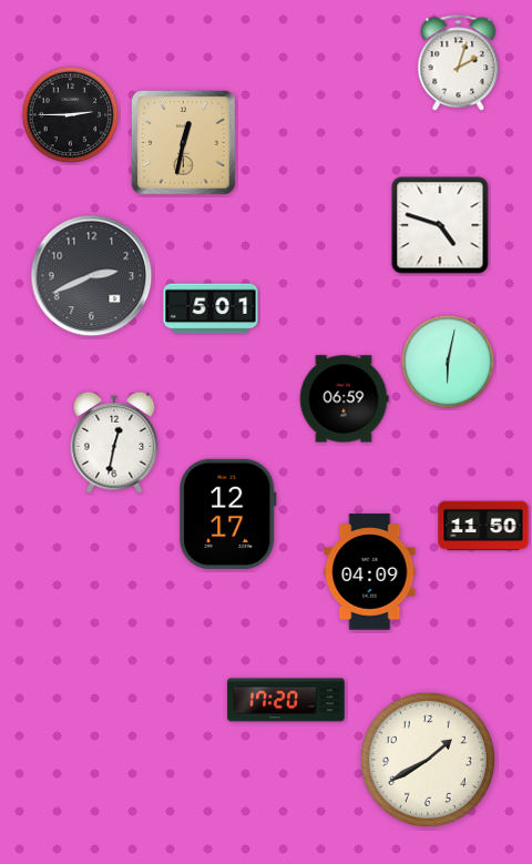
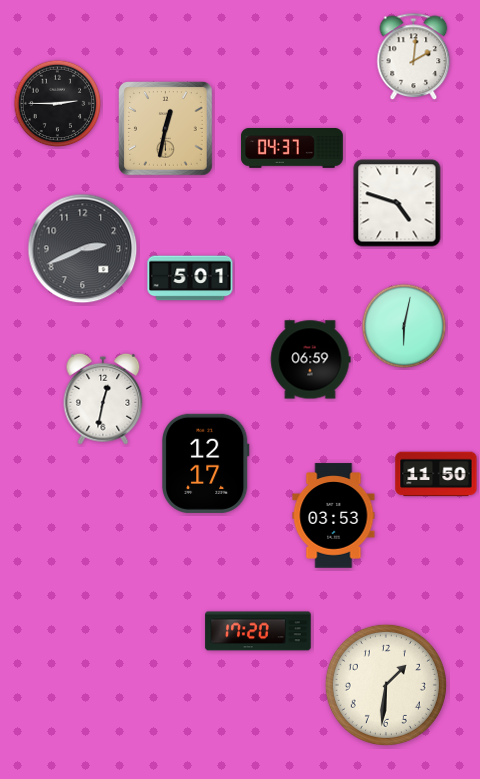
clock at (459, 63): 2:03 -> 2:01
clock at (71, 115) position: (71, 115) -> (58, 104)
clock at (292, 148): none -> 04:37
clock at (370, 572): 04:09 -> 03:53
clock at (428, 760): 1:40 -> 1:31
